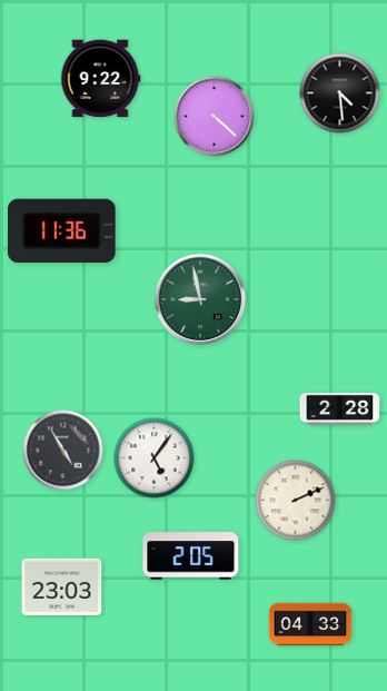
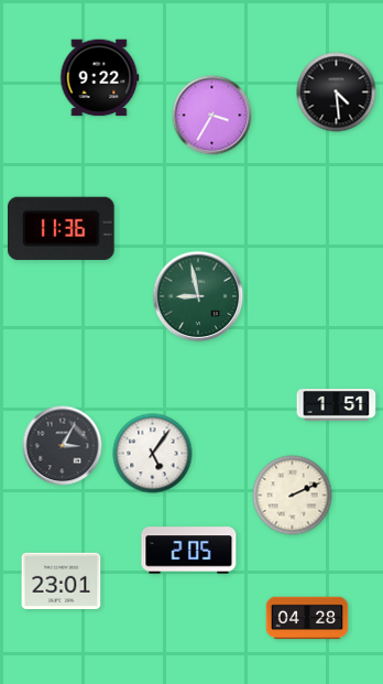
clock at (215, 117): 4:22 -> 3:35
clock at (340, 408): 2:28 -> 1:51
clock at (63, 451): 4:55 -> 3:05
clock at (62, 586): 23:03 -> 23:01
clock at (310, 624): 04:33 -> 04:28
